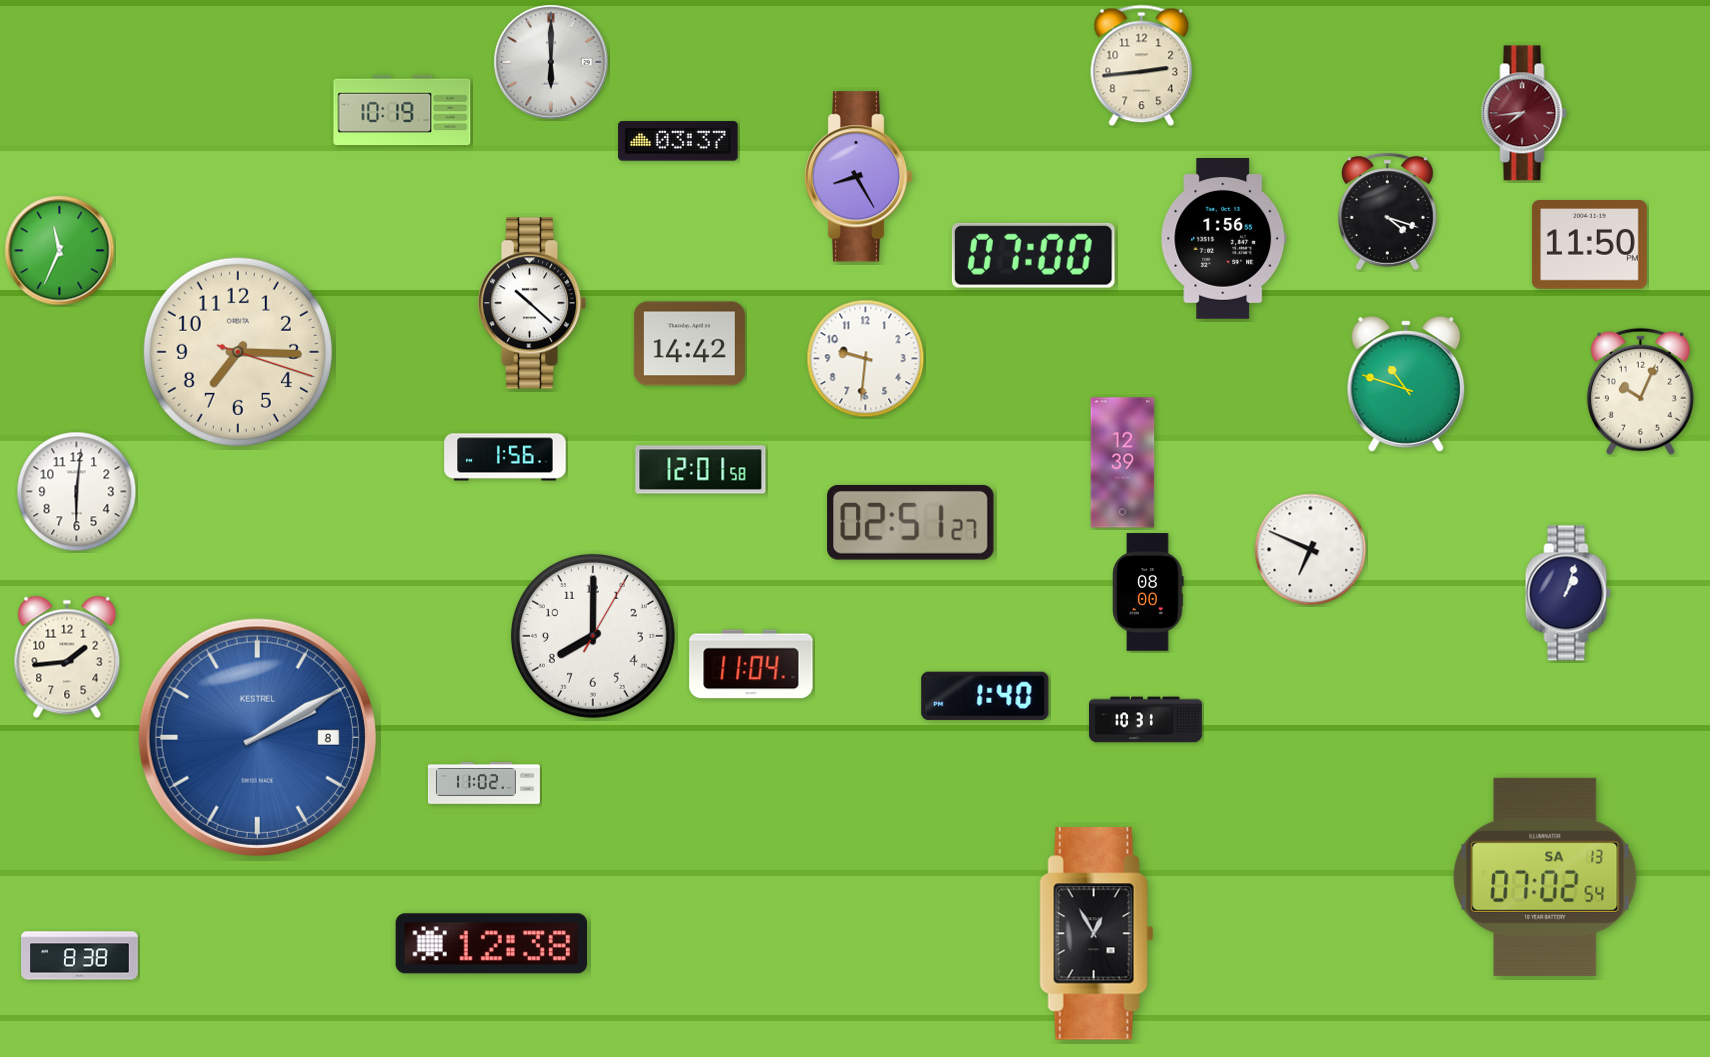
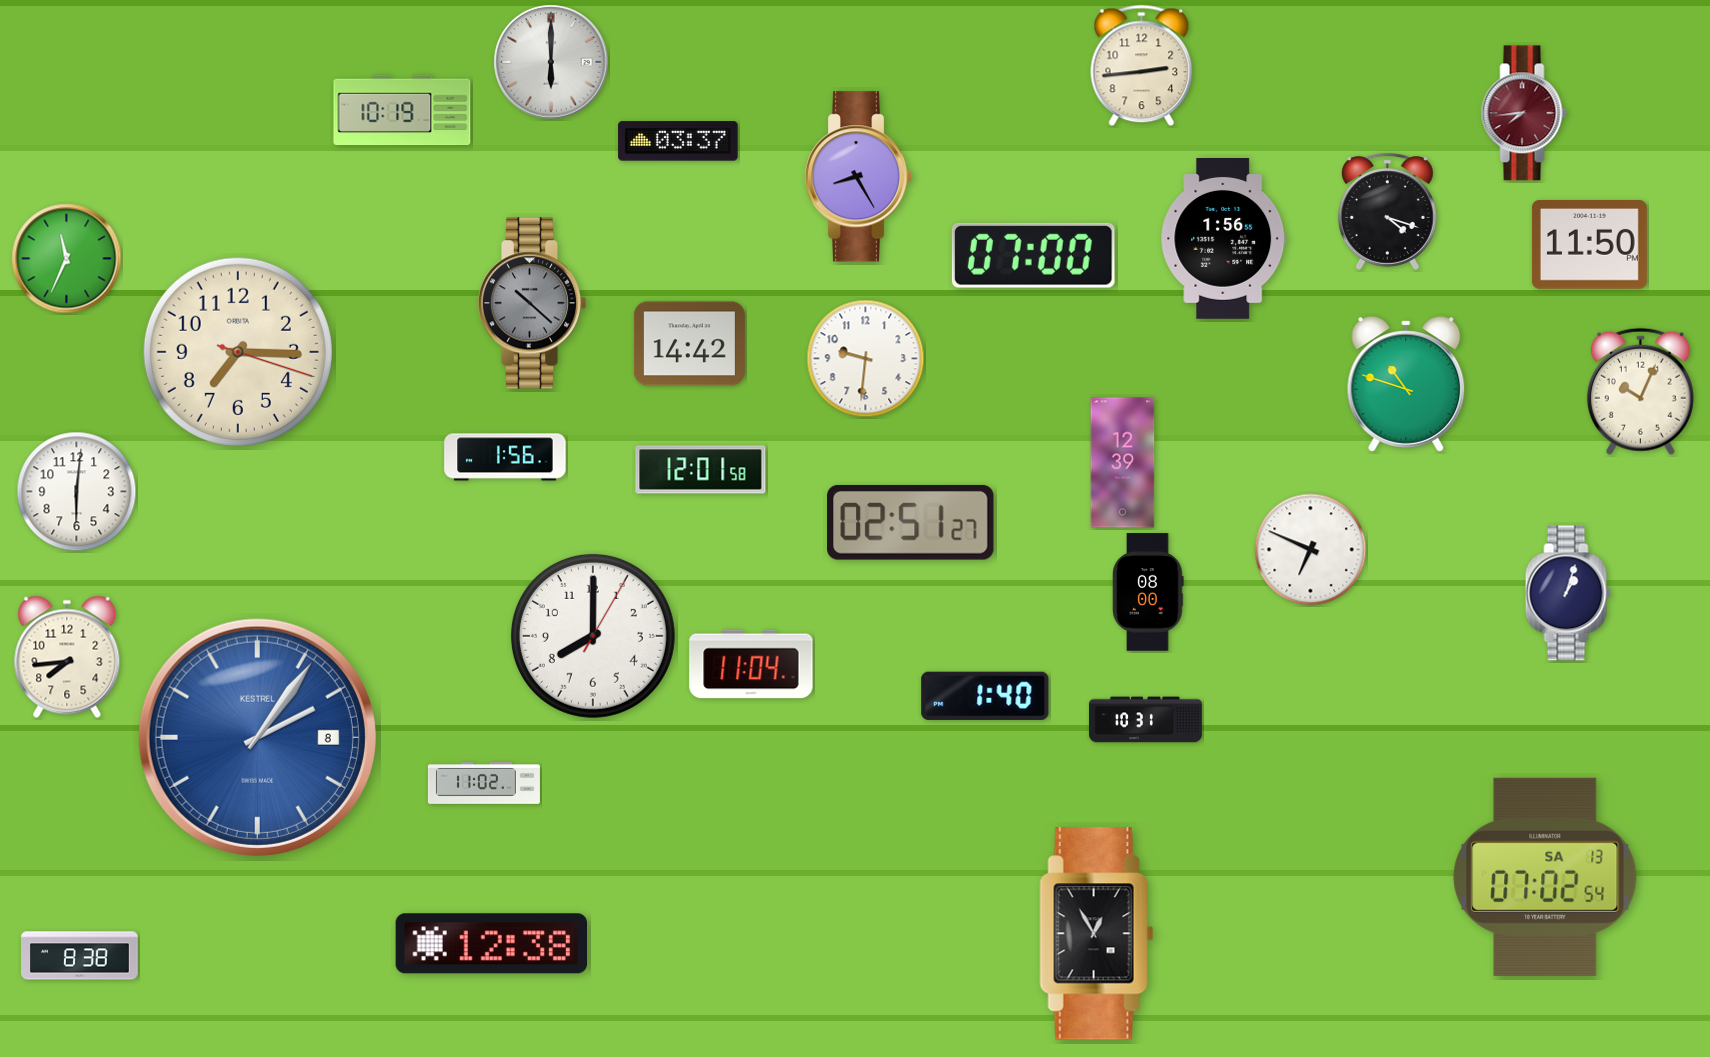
clock at (60, 251) position: (60, 251) -> (67, 259)
clock at (532, 303) dial: white -> grey
clock at (67, 657): 1:44 -> 7:44
clock at (257, 737): 2:10 -> 2:06
